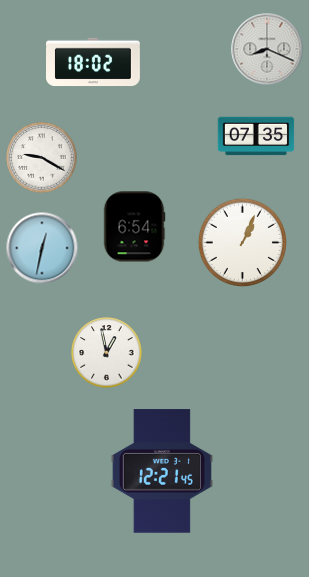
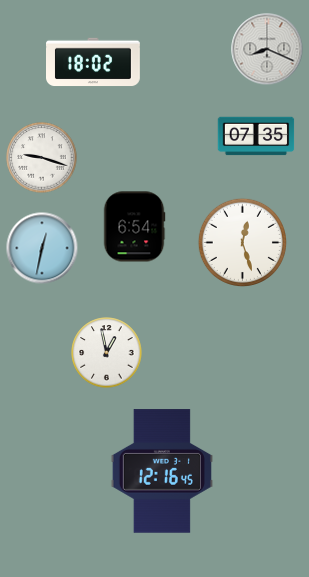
clock at (42, 158): 9:20 -> 9:18
clock at (242, 242): 1:04 -> 12:27
clock at (162, 471): 12:21 -> 12:16
